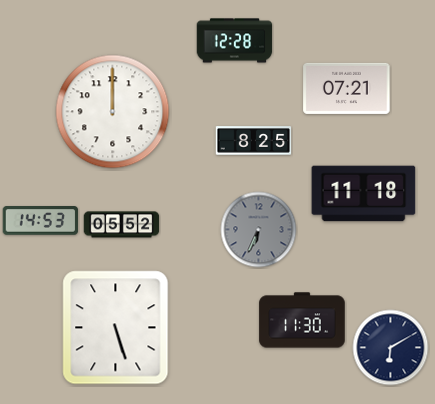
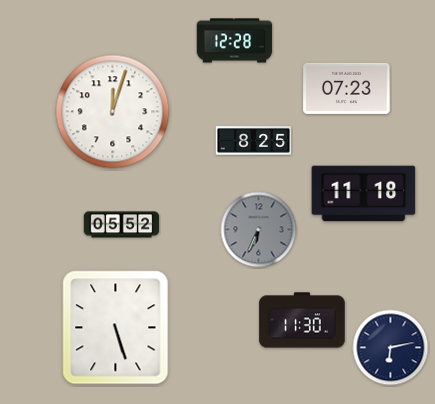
clock at (347, 88): 07:21 -> 07:23
clock at (113, 112): 12:00 -> 12:03
clock at (41, 221): 14:53 -> none
clock at (391, 348): 6:10 -> 6:13
